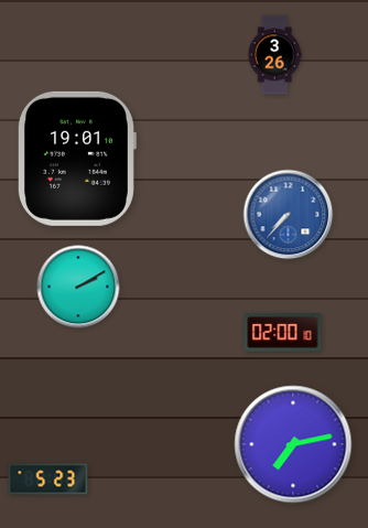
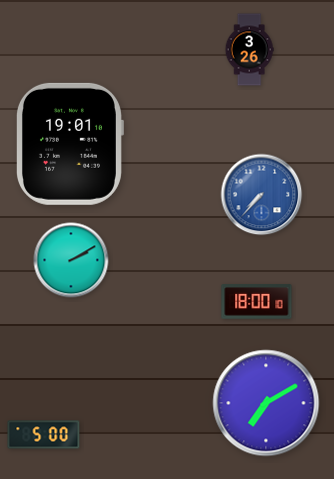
clock at (283, 333): 02:00 -> 18:00
clock at (293, 444): 7:13 -> 7:10
clock at (48, 479): 5:23 -> 5:00
